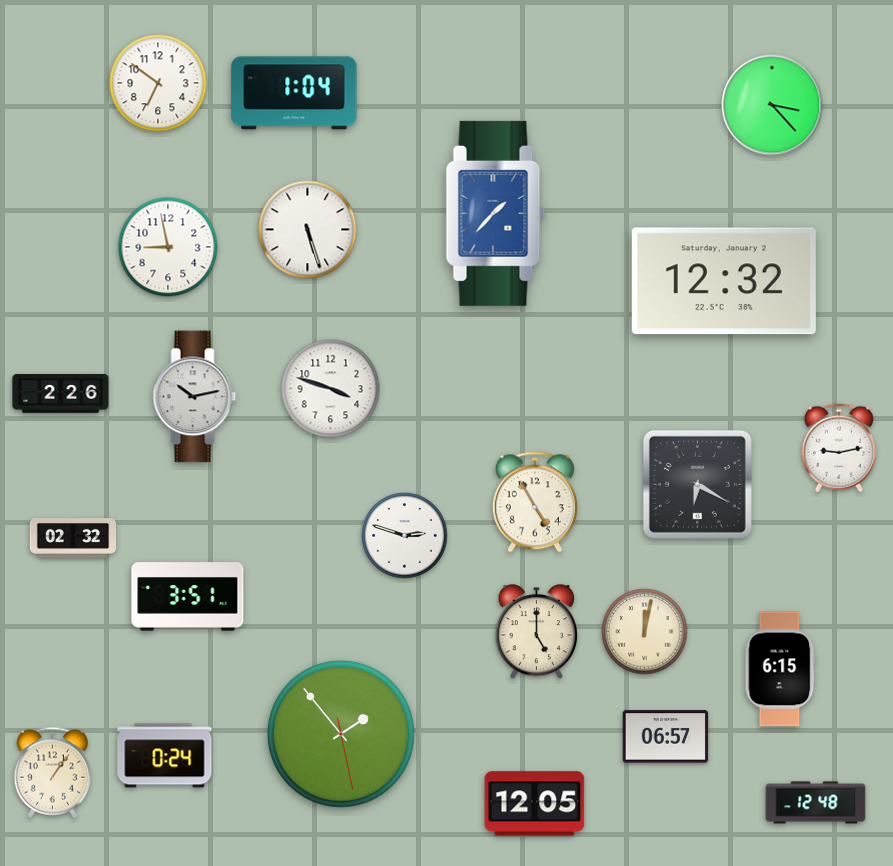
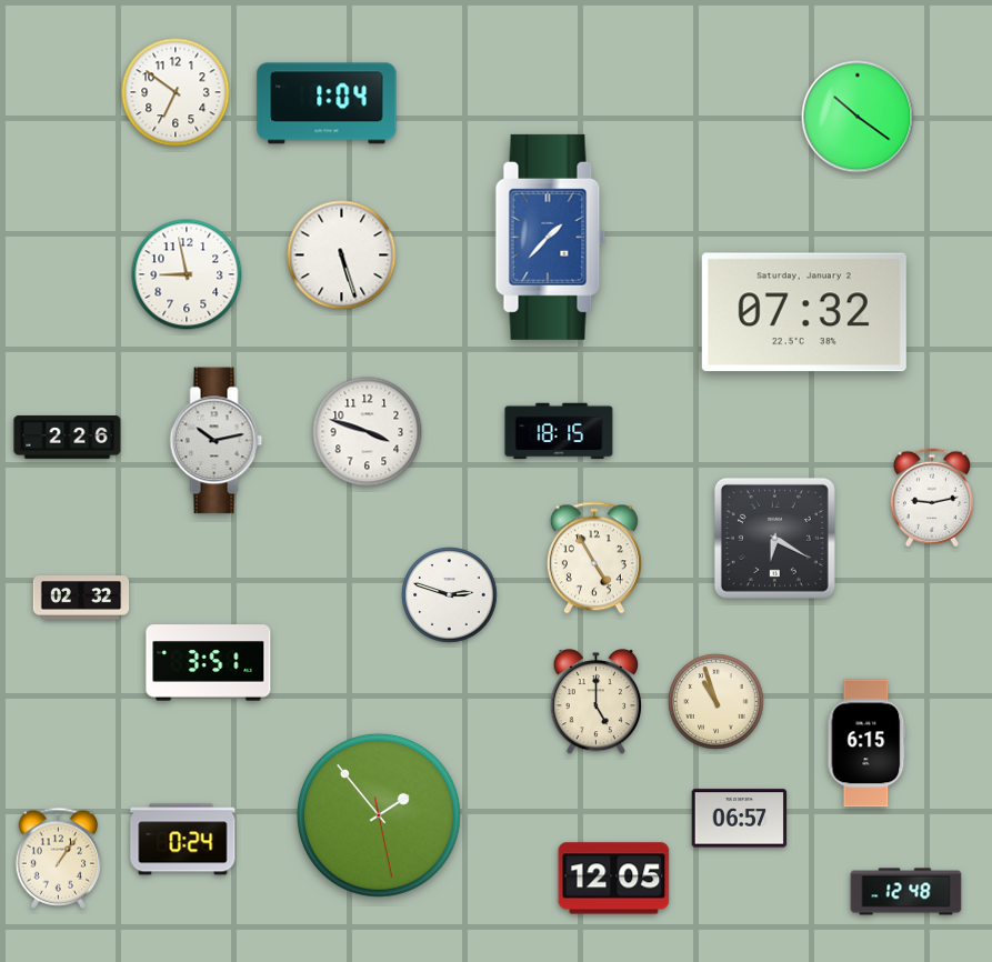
clock at (772, 105): 3:23 -> 10:21
clock at (724, 281): 12:32 -> 07:32
clock at (559, 431): none -> 18:15
clock at (645, 632): 12:02 -> 10:57
clock at (535, 804) position: (535, 804) -> (614, 879)
